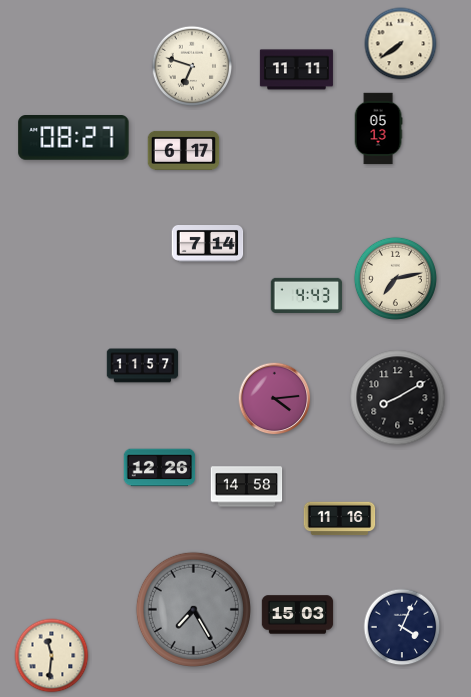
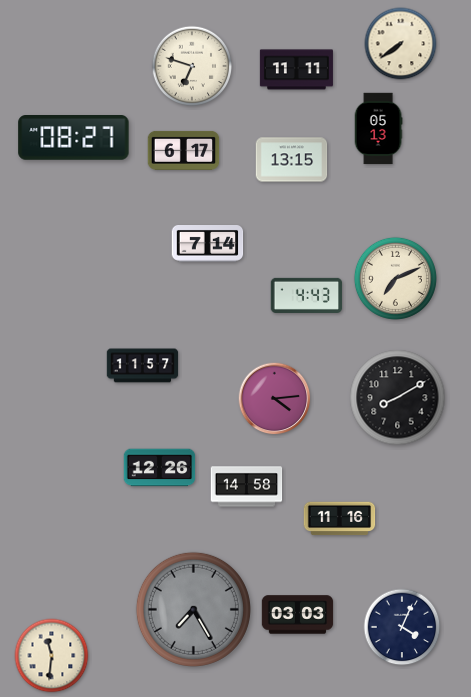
clock at (292, 160): none -> 13:15
clock at (395, 278): 7:13 -> 7:11
clock at (298, 615): 15:03 -> 03:03
